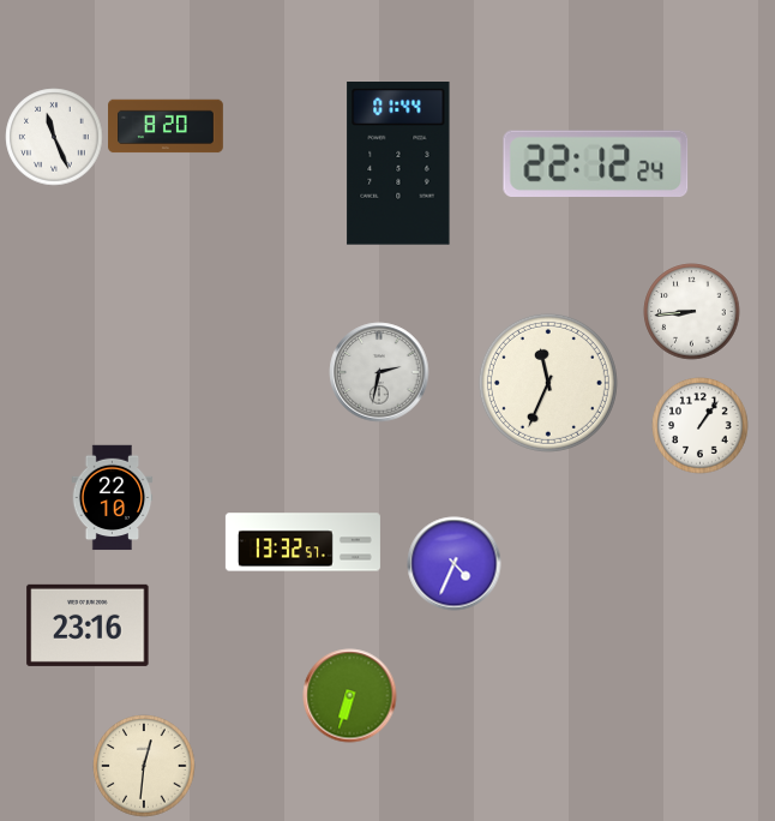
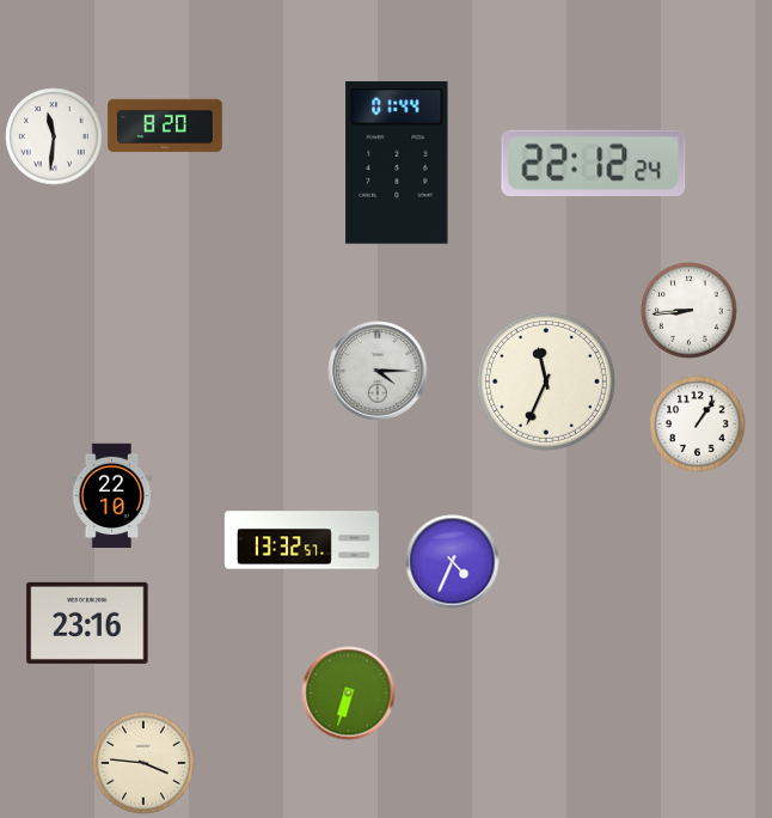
clock at (54, 137): 11:26 -> 11:31
clock at (379, 372): 2:32 -> 4:15
clock at (144, 766): 12:31 -> 3:46
